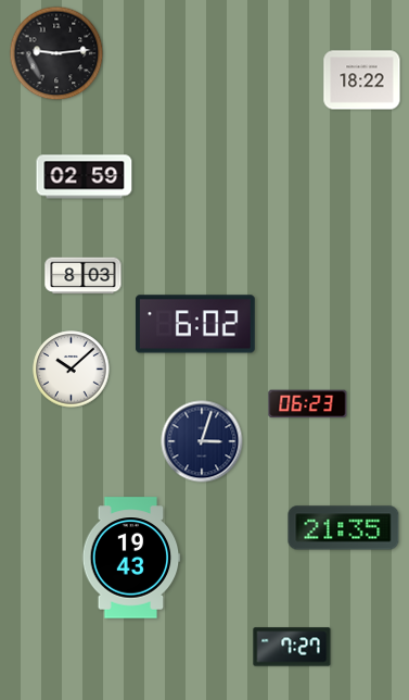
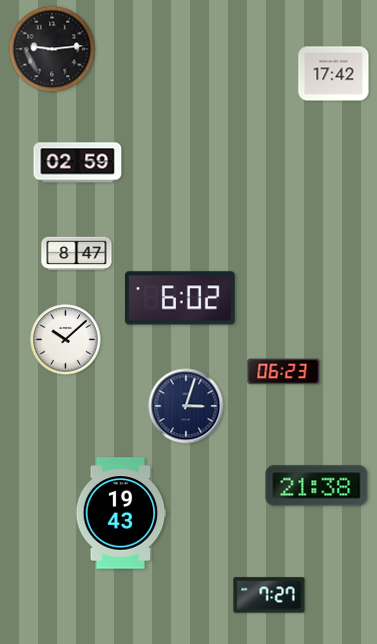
clock at (362, 80): 18:22 -> 17:42
clock at (84, 276): 8:03 -> 8:47
clock at (344, 528): 21:35 -> 21:38
